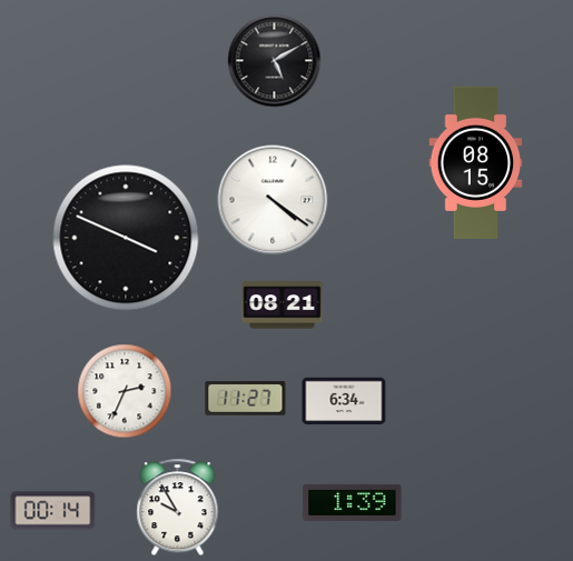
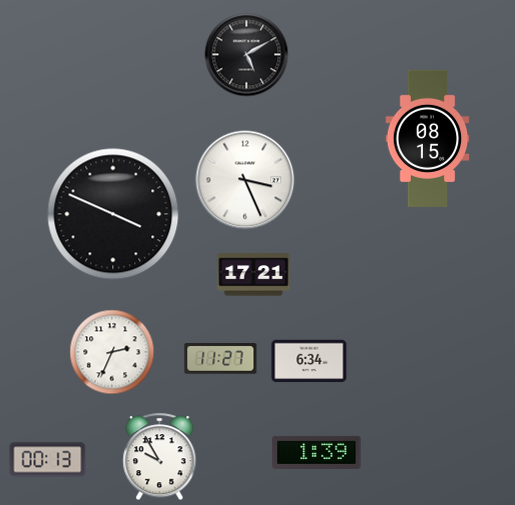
clock at (476, 162) position: (476, 162) -> (428, 138)
clock at (273, 200): 4:21 -> 3:26
clock at (283, 305): 08:21 -> 17:21
clock at (53, 511): 00:14 -> 00:13
